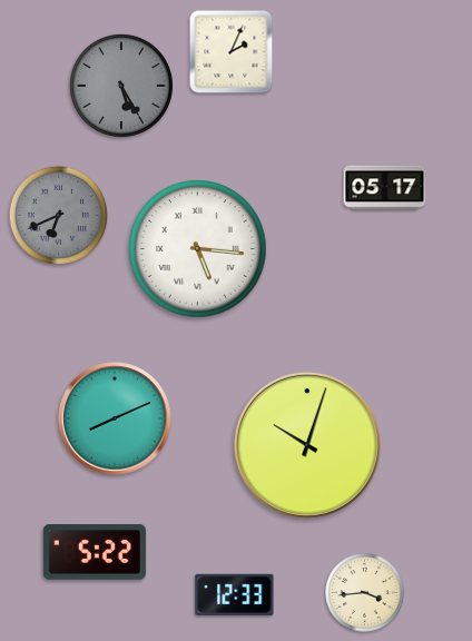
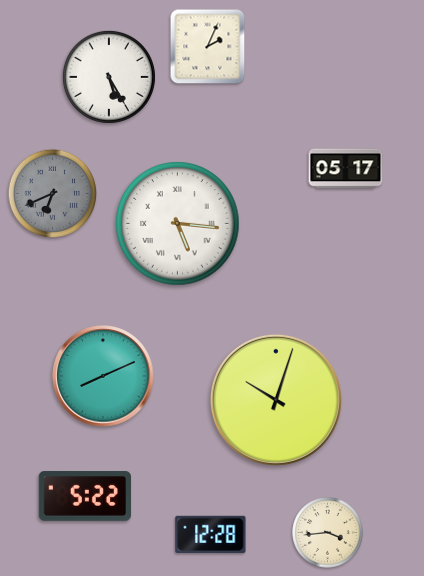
clock at (121, 86) dial: grey -> white
clock at (235, 594): 12:33 -> 12:28
